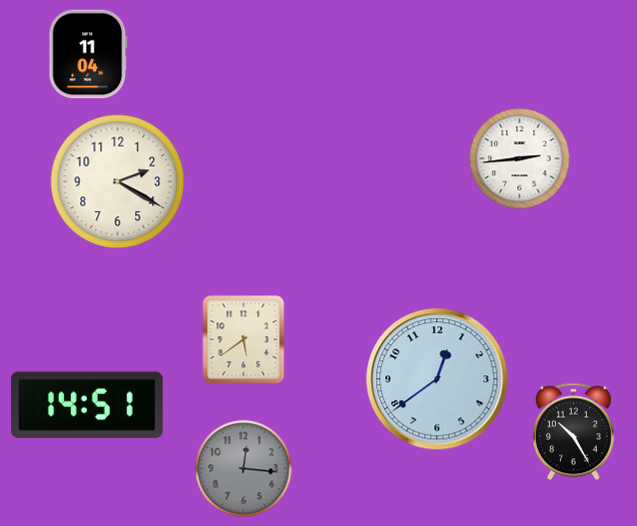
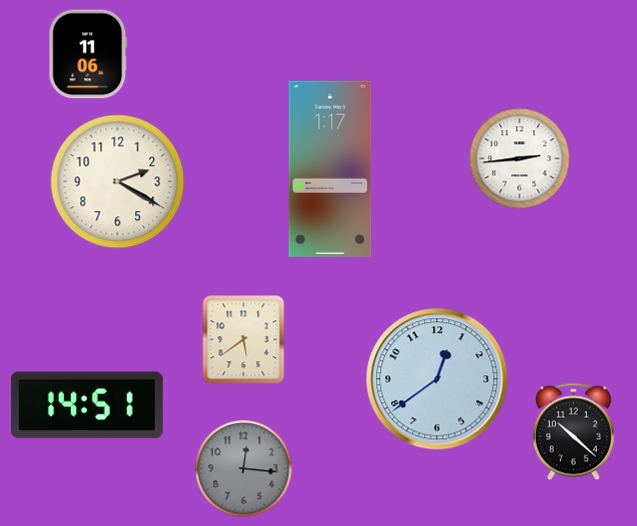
clock at (88, 54): 11:04 -> 11:06
clock at (330, 168): none -> 1:17
clock at (573, 432): 10:25 -> 10:22
